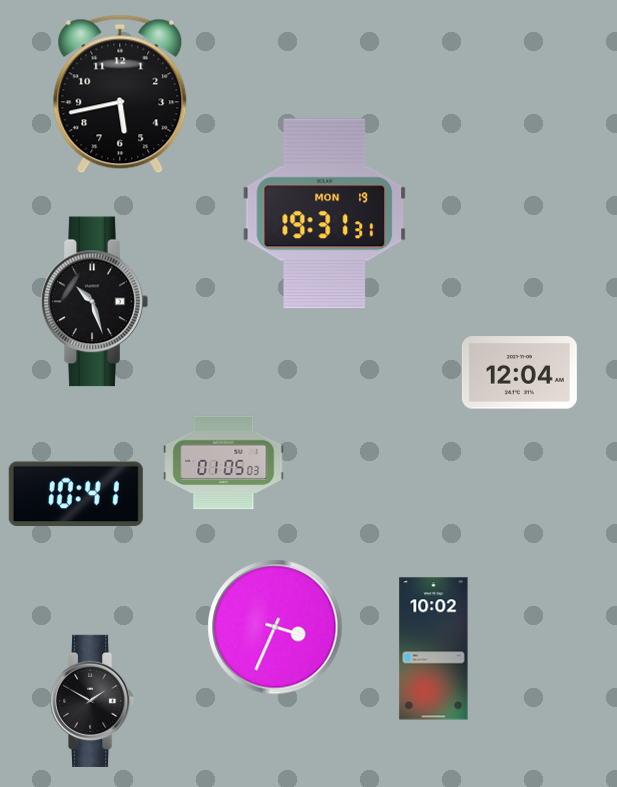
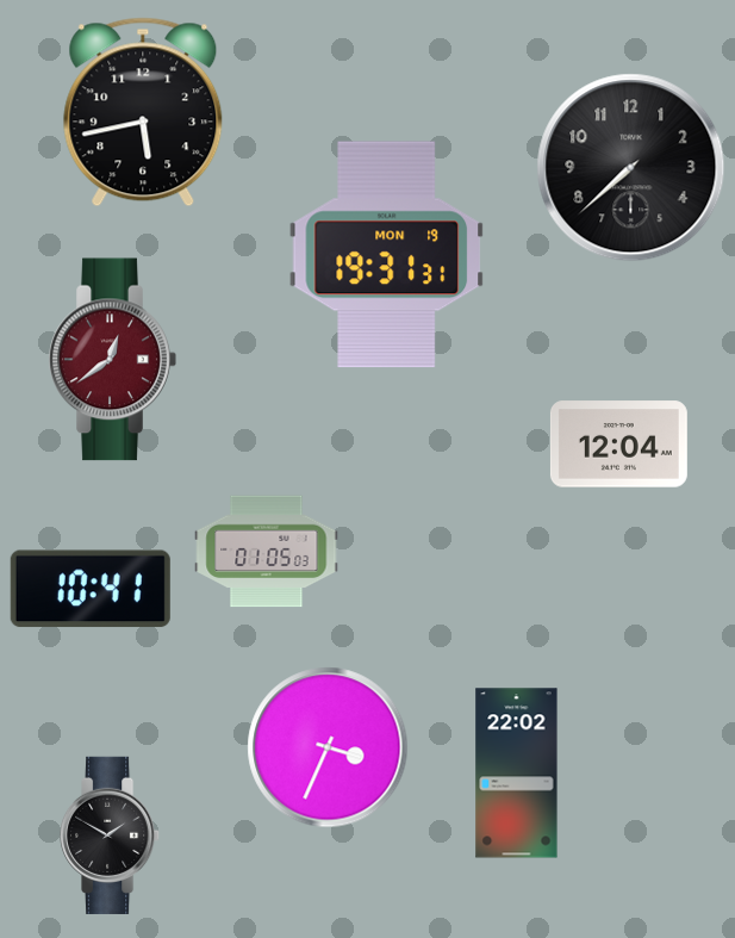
clock at (631, 168): none -> 7:38
clock at (94, 302): 10:27 -> 12:39
clock at (94, 302) dial: black -> burgundy
clock at (434, 649): 10:02 -> 22:02
